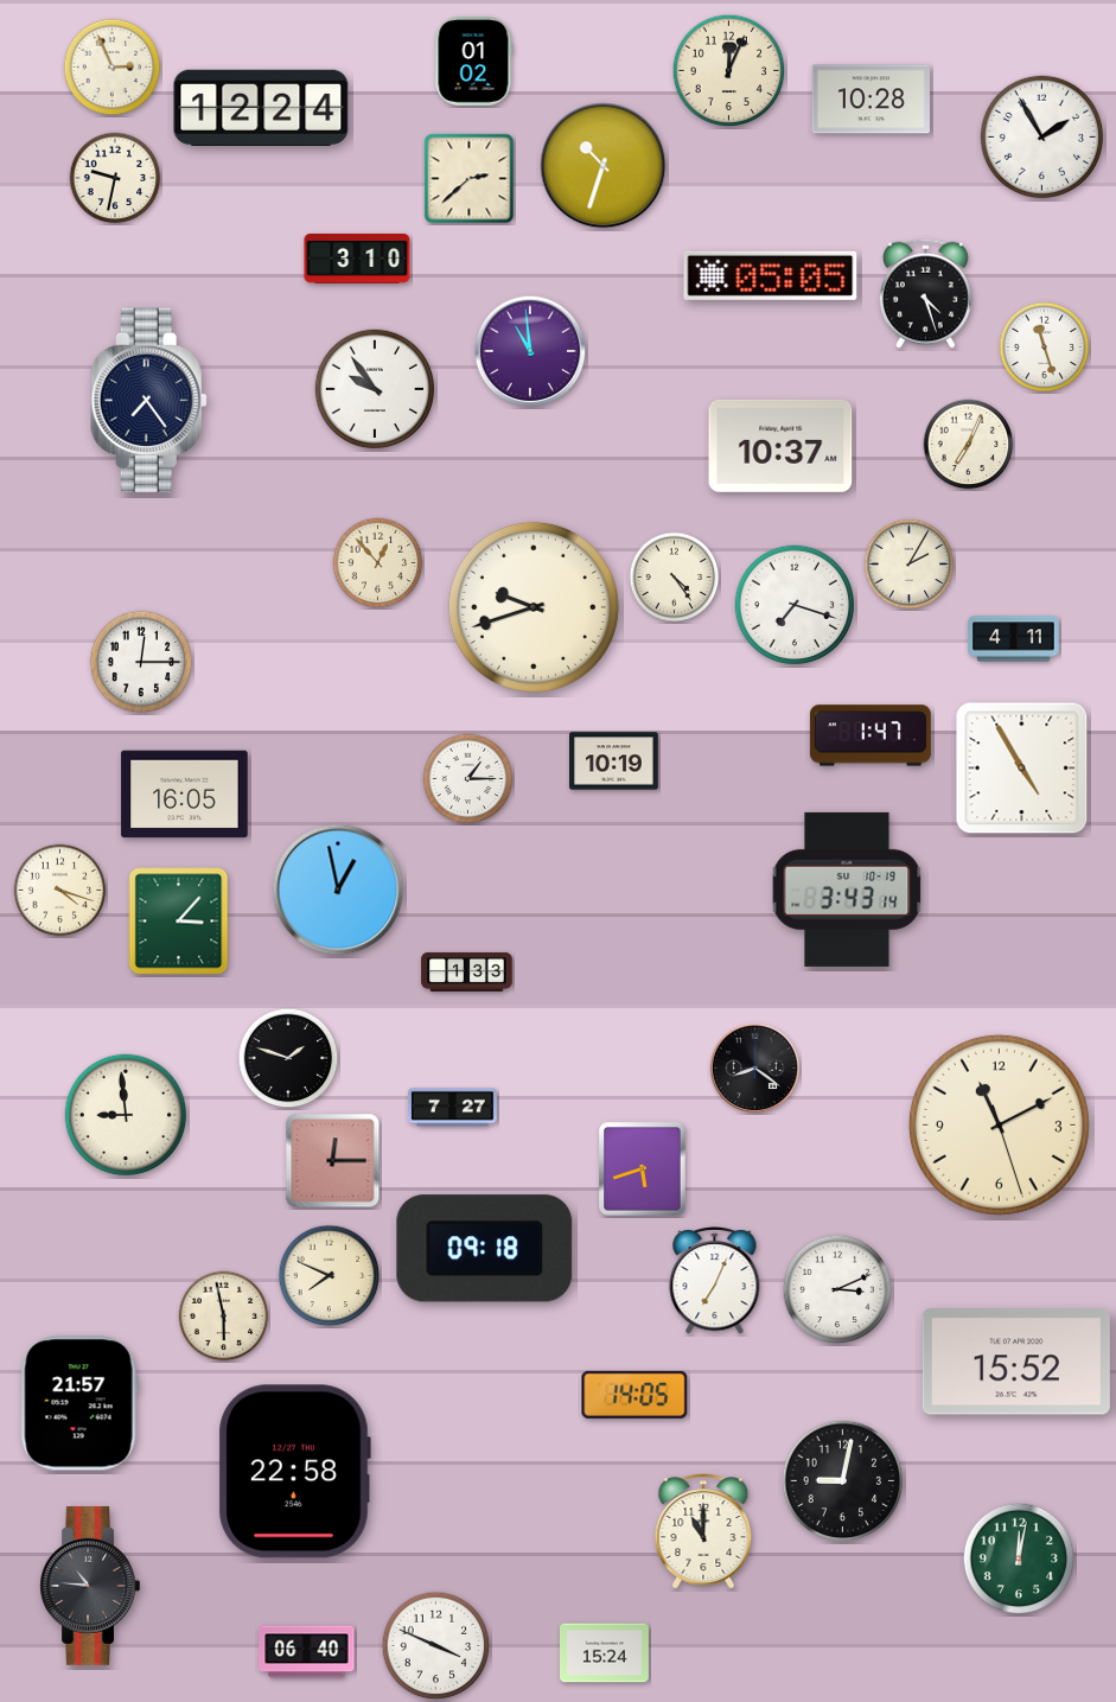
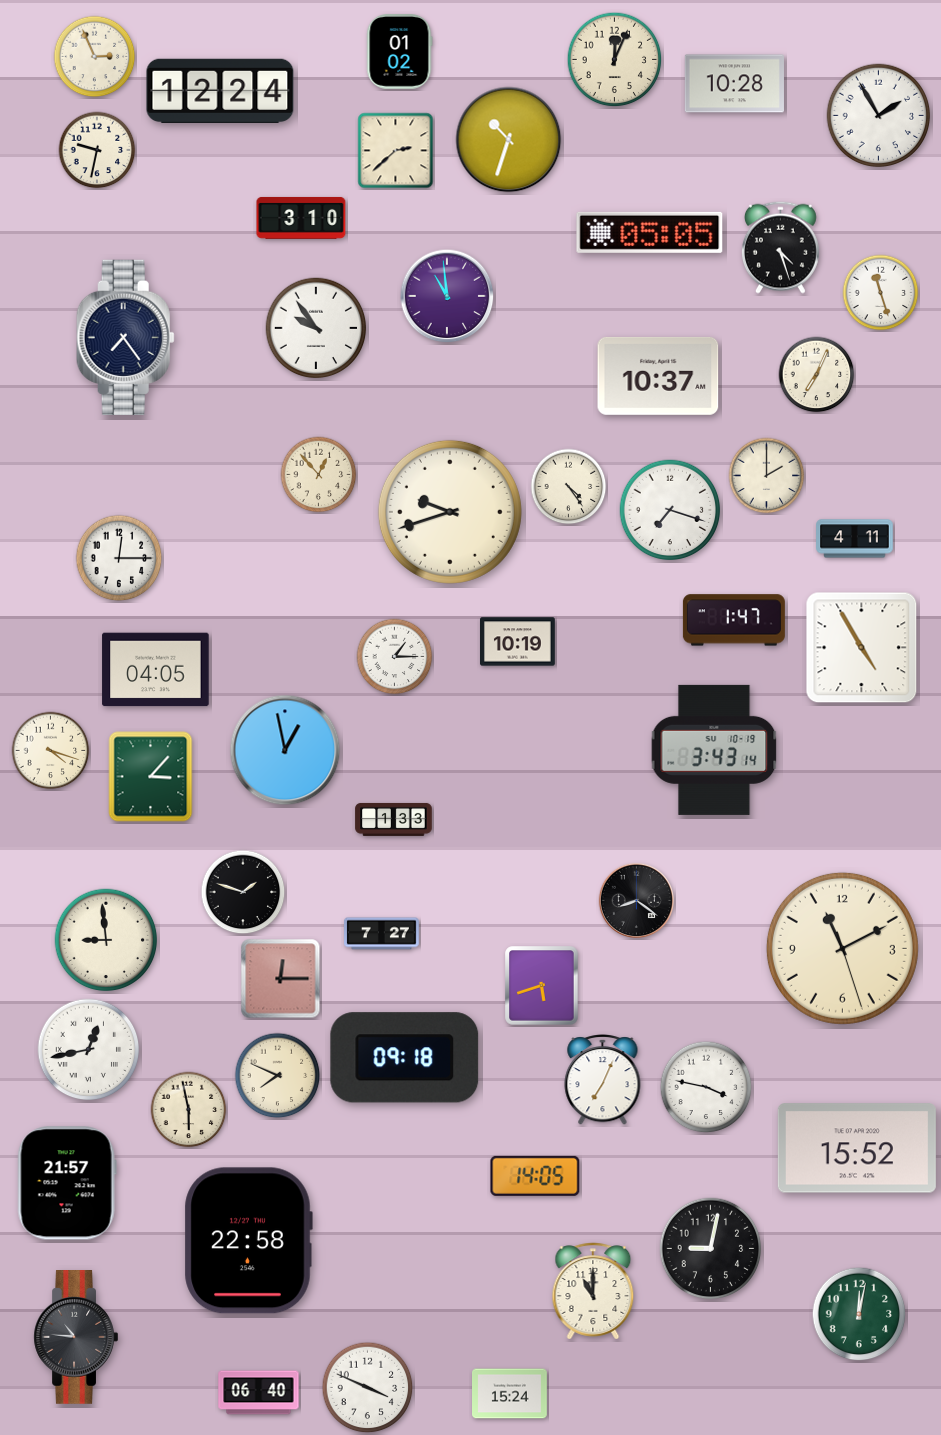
clock at (910, 565): 2:05 -> 2:00
clock at (185, 795): 16:05 -> 04:05
clock at (89, 1050): none -> 12:43
clock at (485, 1249) position: (485, 1249) -> (405, 1058)
clock at (837, 1289): 3:11 -> 3:47
